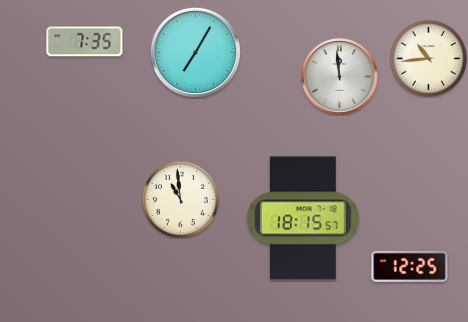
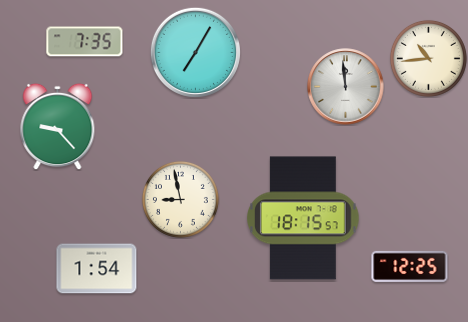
clock at (340, 77) position: (340, 77) -> (346, 87)
clock at (58, 126): none -> 9:23
clock at (180, 199): 10:59 -> 8:58
clock at (97, 269): none -> 1:54
